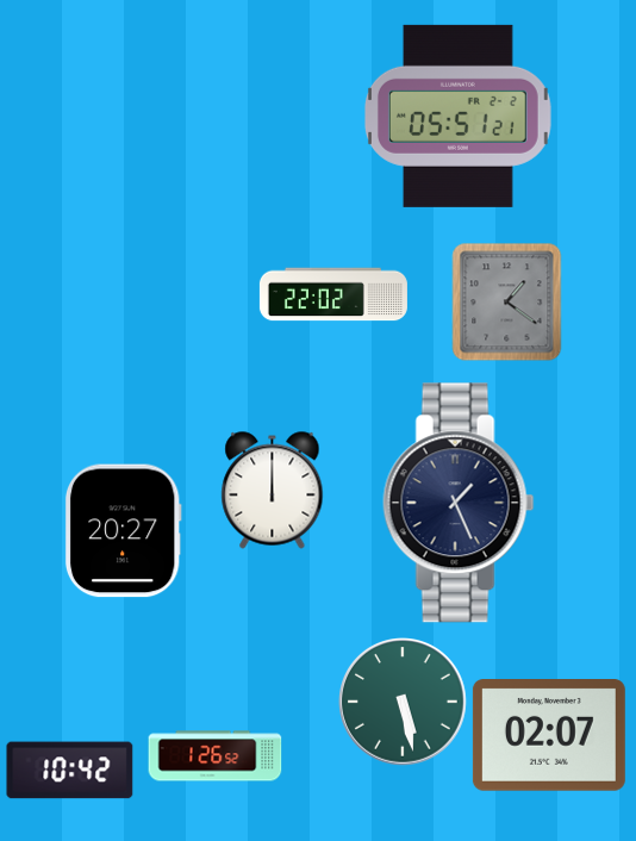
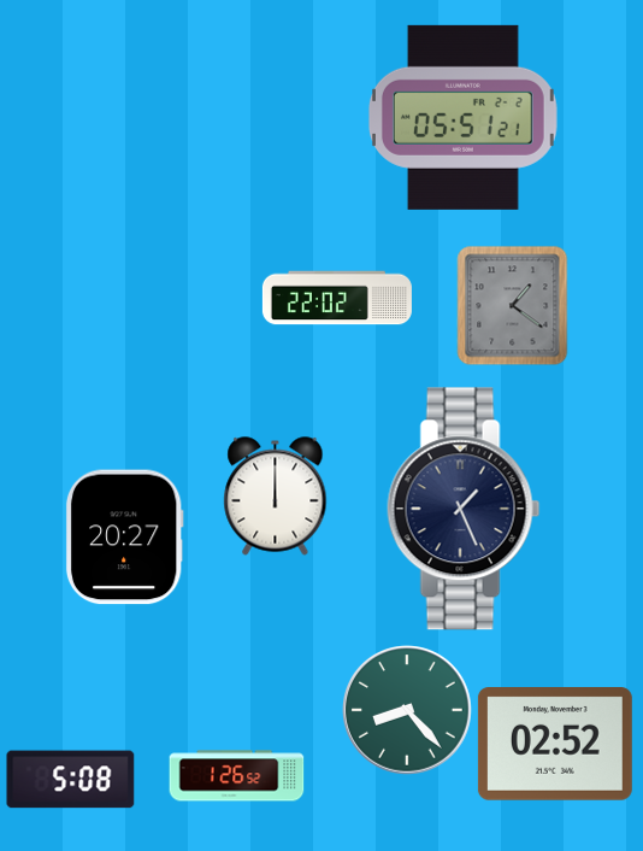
clock at (404, 703): 5:28 -> 8:23
clock at (549, 736): 02:07 -> 02:52
clock at (216, 756) position: (216, 756) -> (237, 776)
clock at (70, 771): 10:42 -> 5:08
